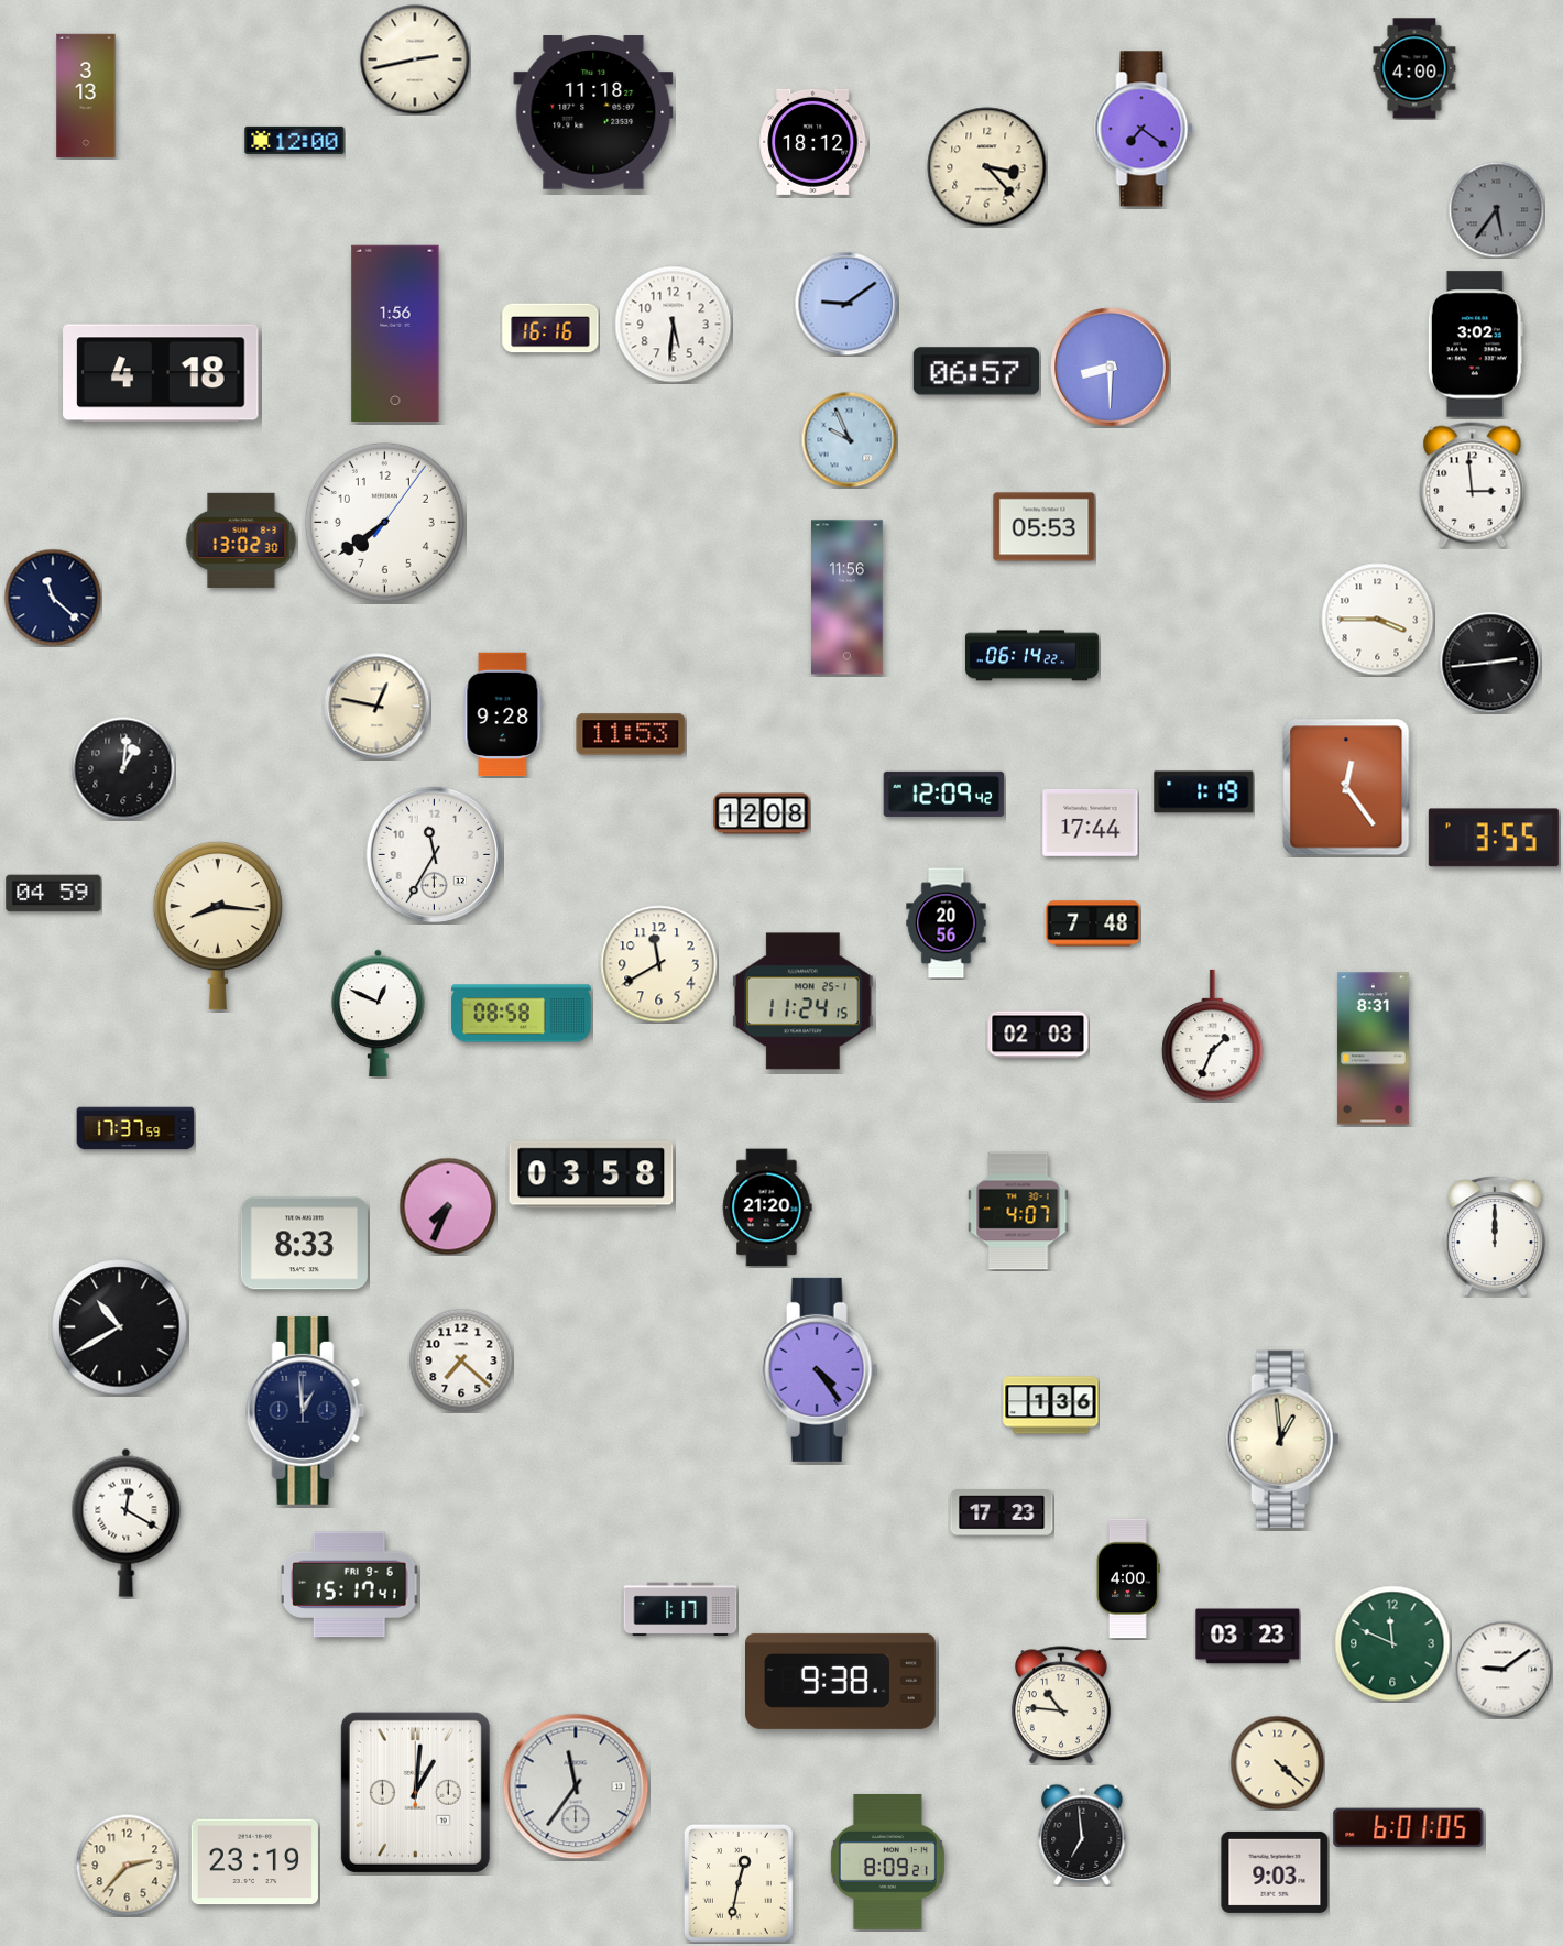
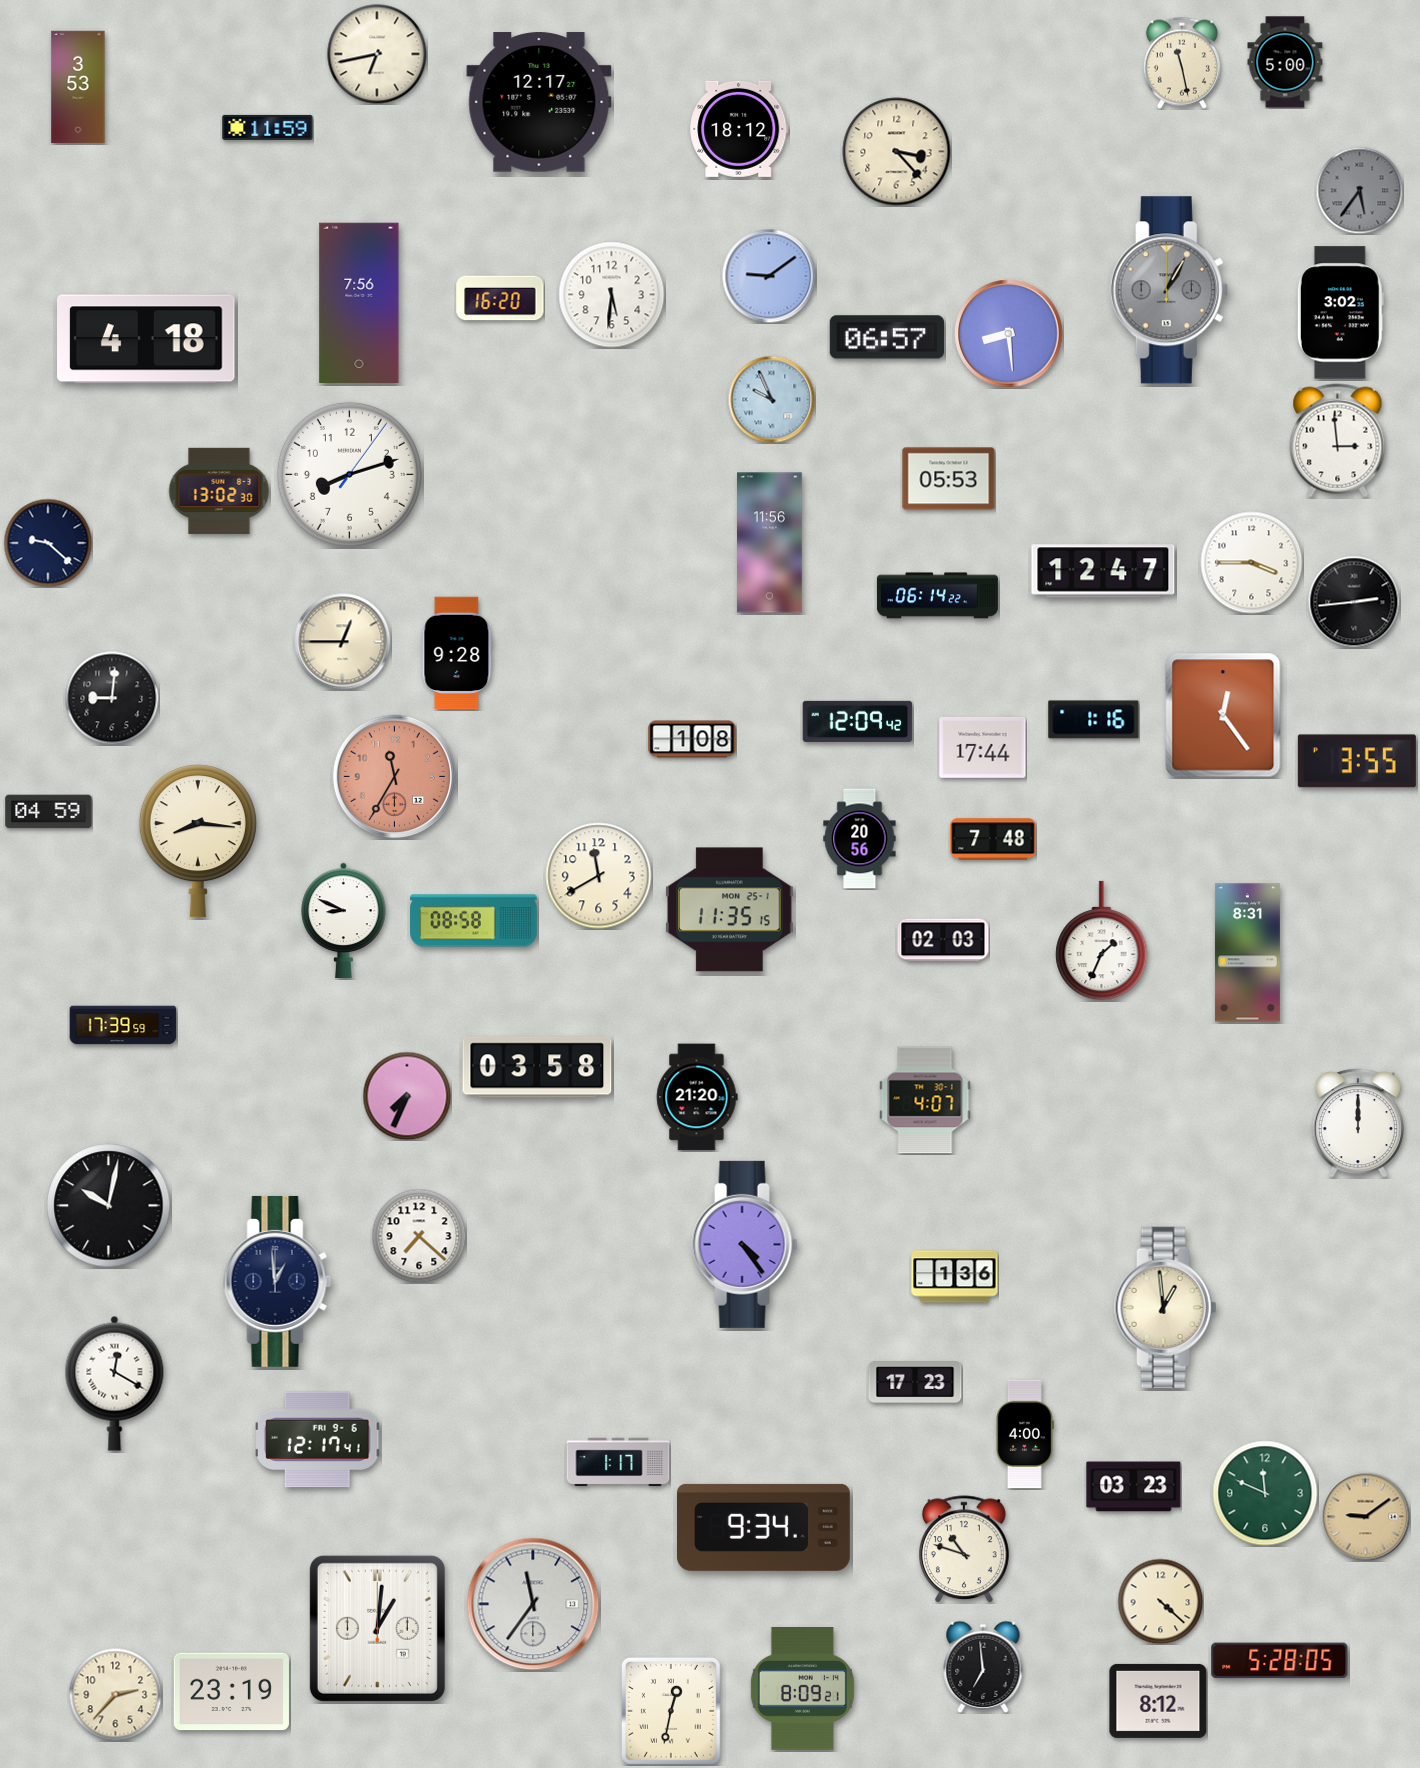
clock at (415, 59): 2:43 -> 6:43
clock at (1414, 68): 4:00 -> 5:00
clock at (1182, 63): none -> 11:28
clock at (86, 96): 3:13 -> 3:53
clock at (593, 112): 11:18 -> 12:17
clock at (1144, 129): 7:21 -> none
clock at (295, 140): 12:00 -> 11:59
clock at (1169, 290): none -> 1:05
clock at (550, 328): 16:16 -> 16:20
clock at (395, 332): 1:56 -> 7:56
clock at (1111, 368): 8:30 -> 8:29
clock at (384, 522): 7:39 -> 8:12
clock at (53, 598): 11:22 -> 9:22
clock at (1103, 571): none -> 12:47
clock at (378, 707): 12:47 -> 12:45
clock at (503, 714) position: (503, 714) -> (457, 653)
clock at (631, 734): 11:53 -> none
clock at (123, 768): 1:01 -> 9:01
clock at (1204, 792): 1:19 -> 1:16
clock at (762, 813): 12:08 -> 1:08
clock at (1091, 823) position: (1091, 823) -> (983, 748)
clock at (434, 854) dial: white -> salmon
clock at (804, 1002): 11:24 -> 11:35
clock at (379, 1013): 12:49 -> 8:49
clock at (135, 1128): 17:37 -> 17:39
clock at (304, 1244): 8:33 -> none
clock at (120, 1327): 10:40 -> 10:02
clock at (1002, 1512) position: (1002, 1512) -> (915, 1382)
clock at (350, 1585): 15:17 -> 12:17
clock at (1502, 1669) dial: white -> champagne
clock at (841, 1681): 9:38 -> 9:34
clock at (1061, 1705): 10:46 -> 10:48
clock at (576, 1786) position: (576, 1786) -> (533, 1604)
clock at (1409, 1828): 6:01 -> 5:28
clock at (887, 1861) position: (887, 1861) -> (802, 1688)
clock at (1275, 1872): 9:03 -> 8:12
